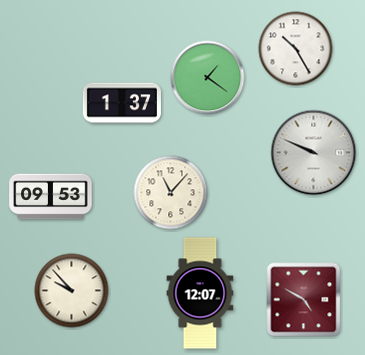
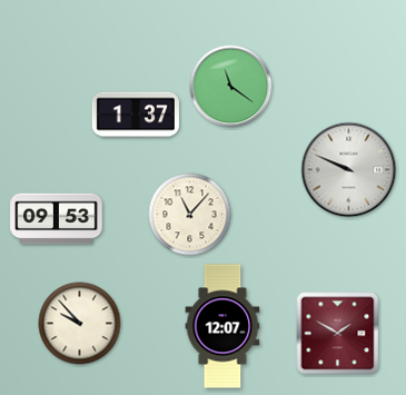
clock at (296, 49): 10:25 -> none
clock at (208, 78): 1:21 -> 11:21
clock at (304, 300): 4:50 -> 1:50
